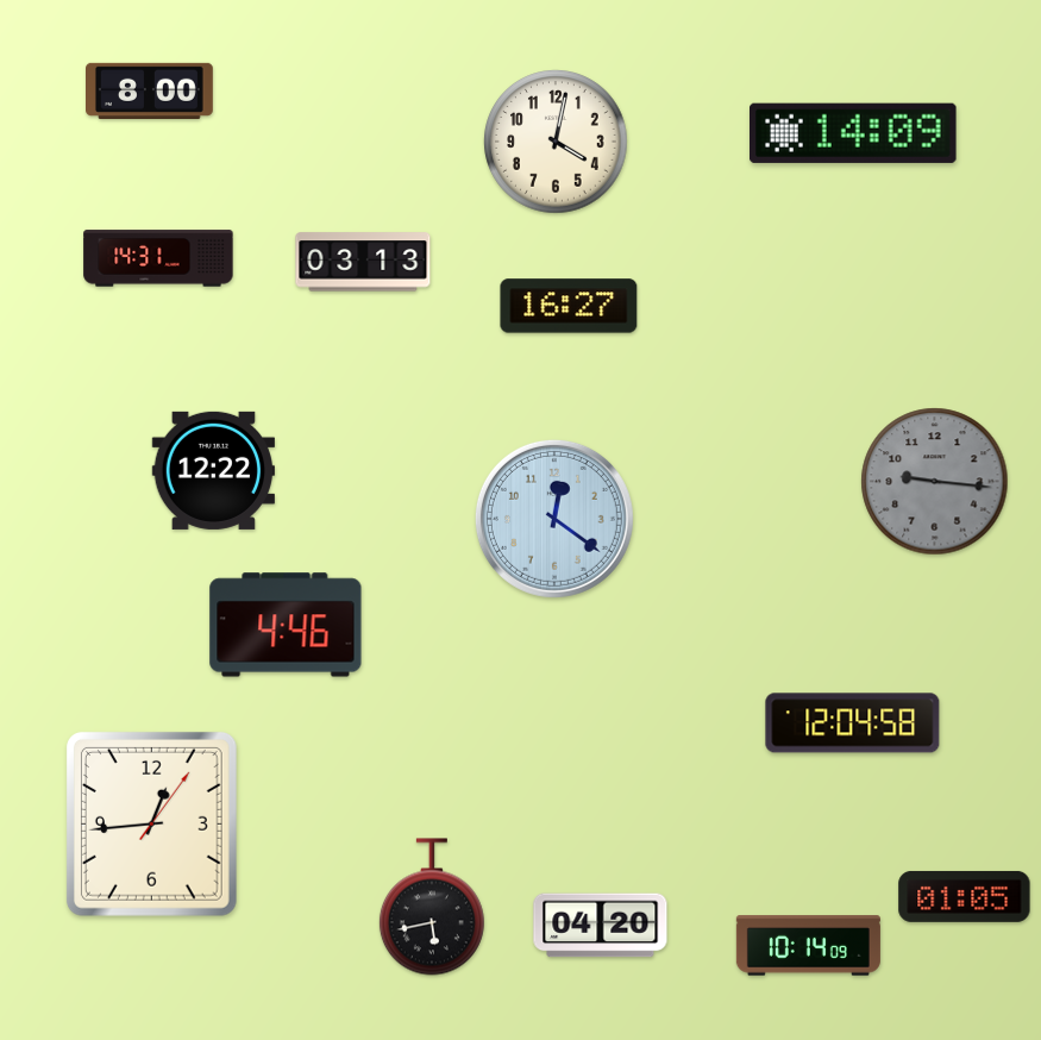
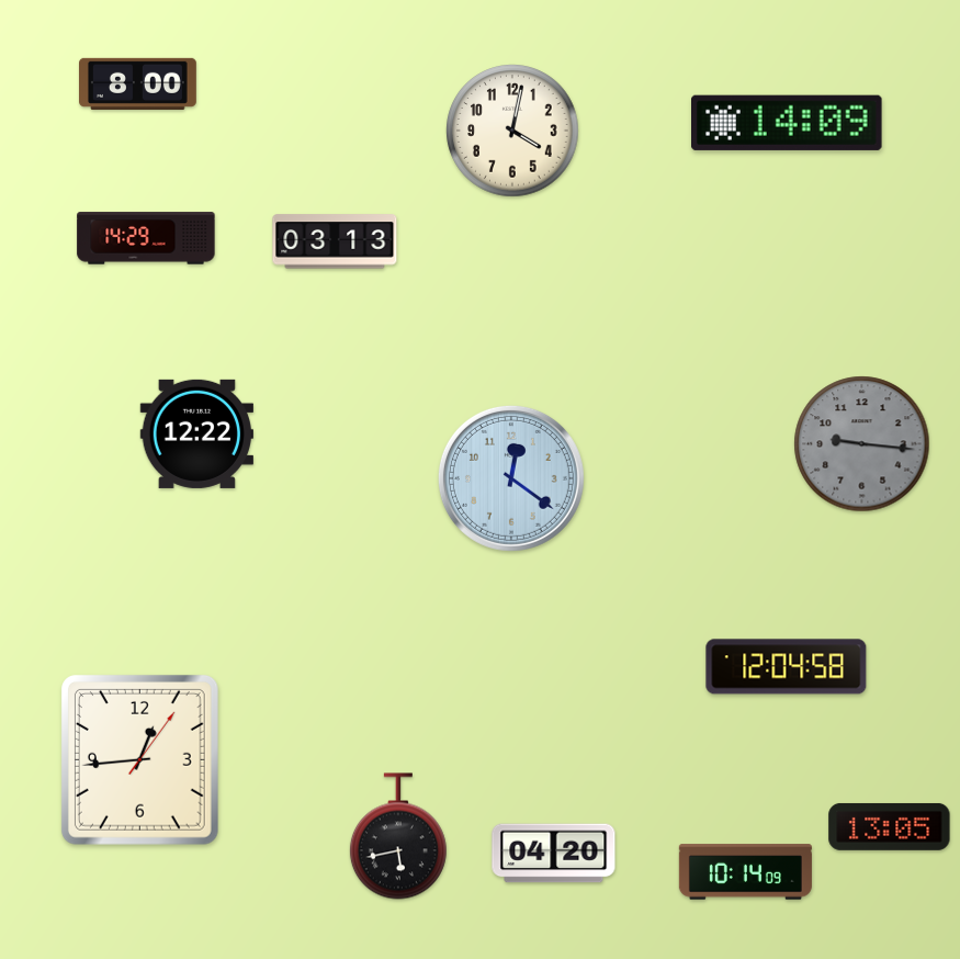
clock at (158, 258): 14:31 -> 14:29
clock at (569, 306): 16:27 -> none
clock at (286, 625): 4:46 -> none
clock at (965, 896): 01:05 -> 13:05
